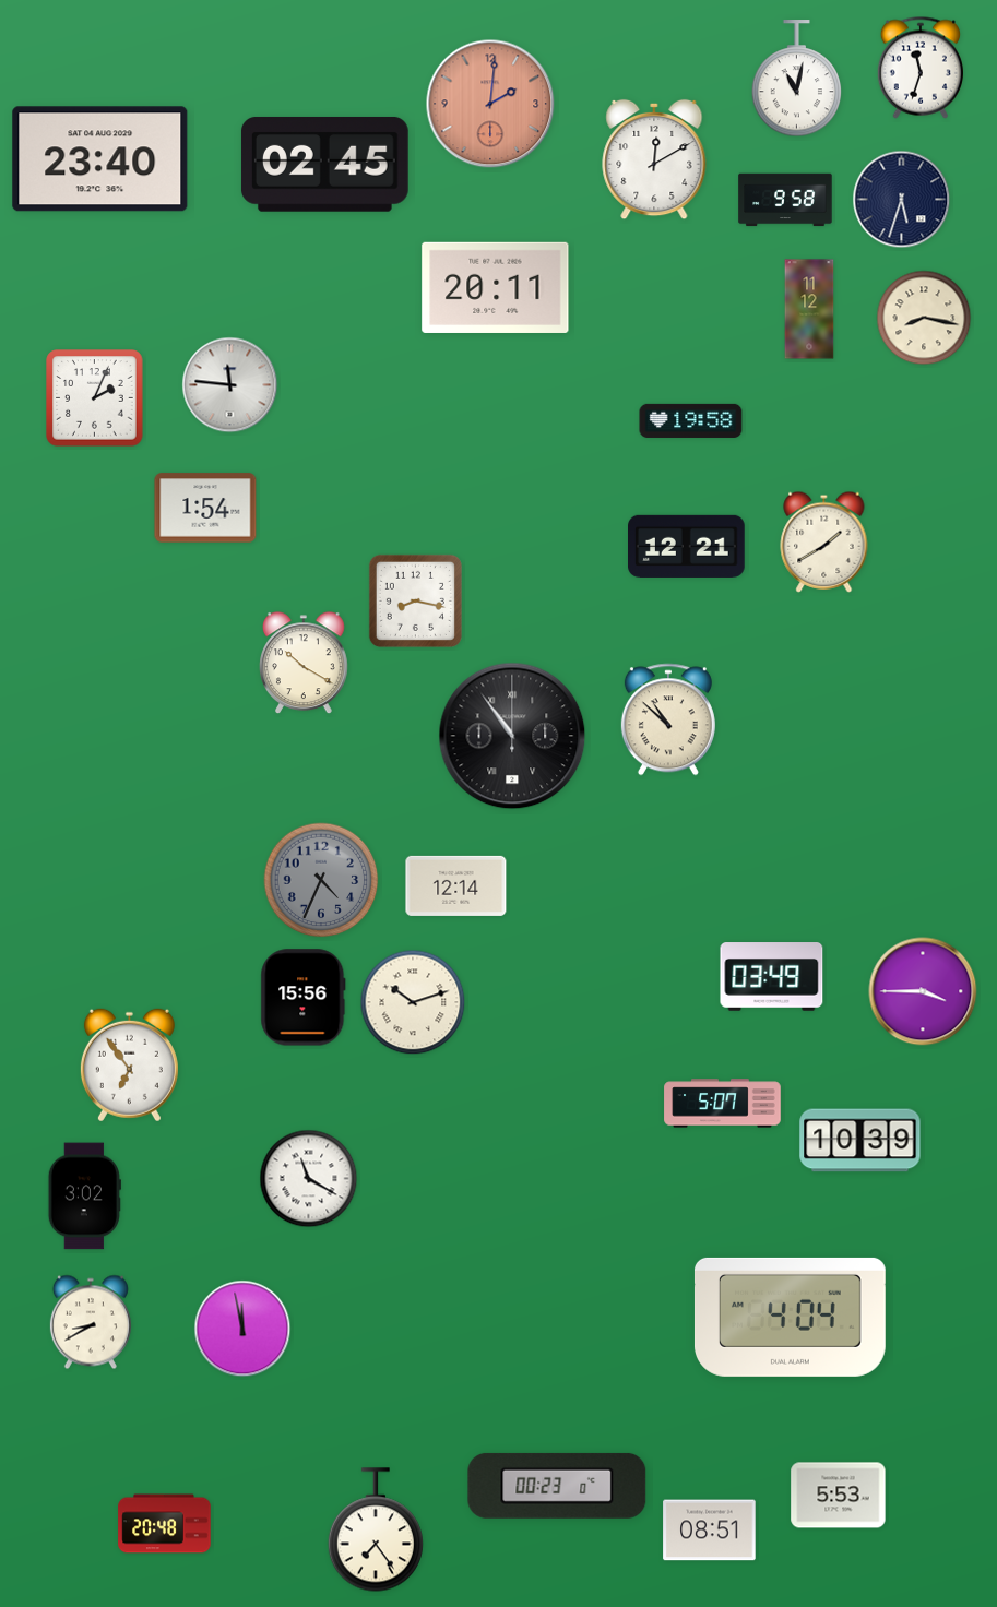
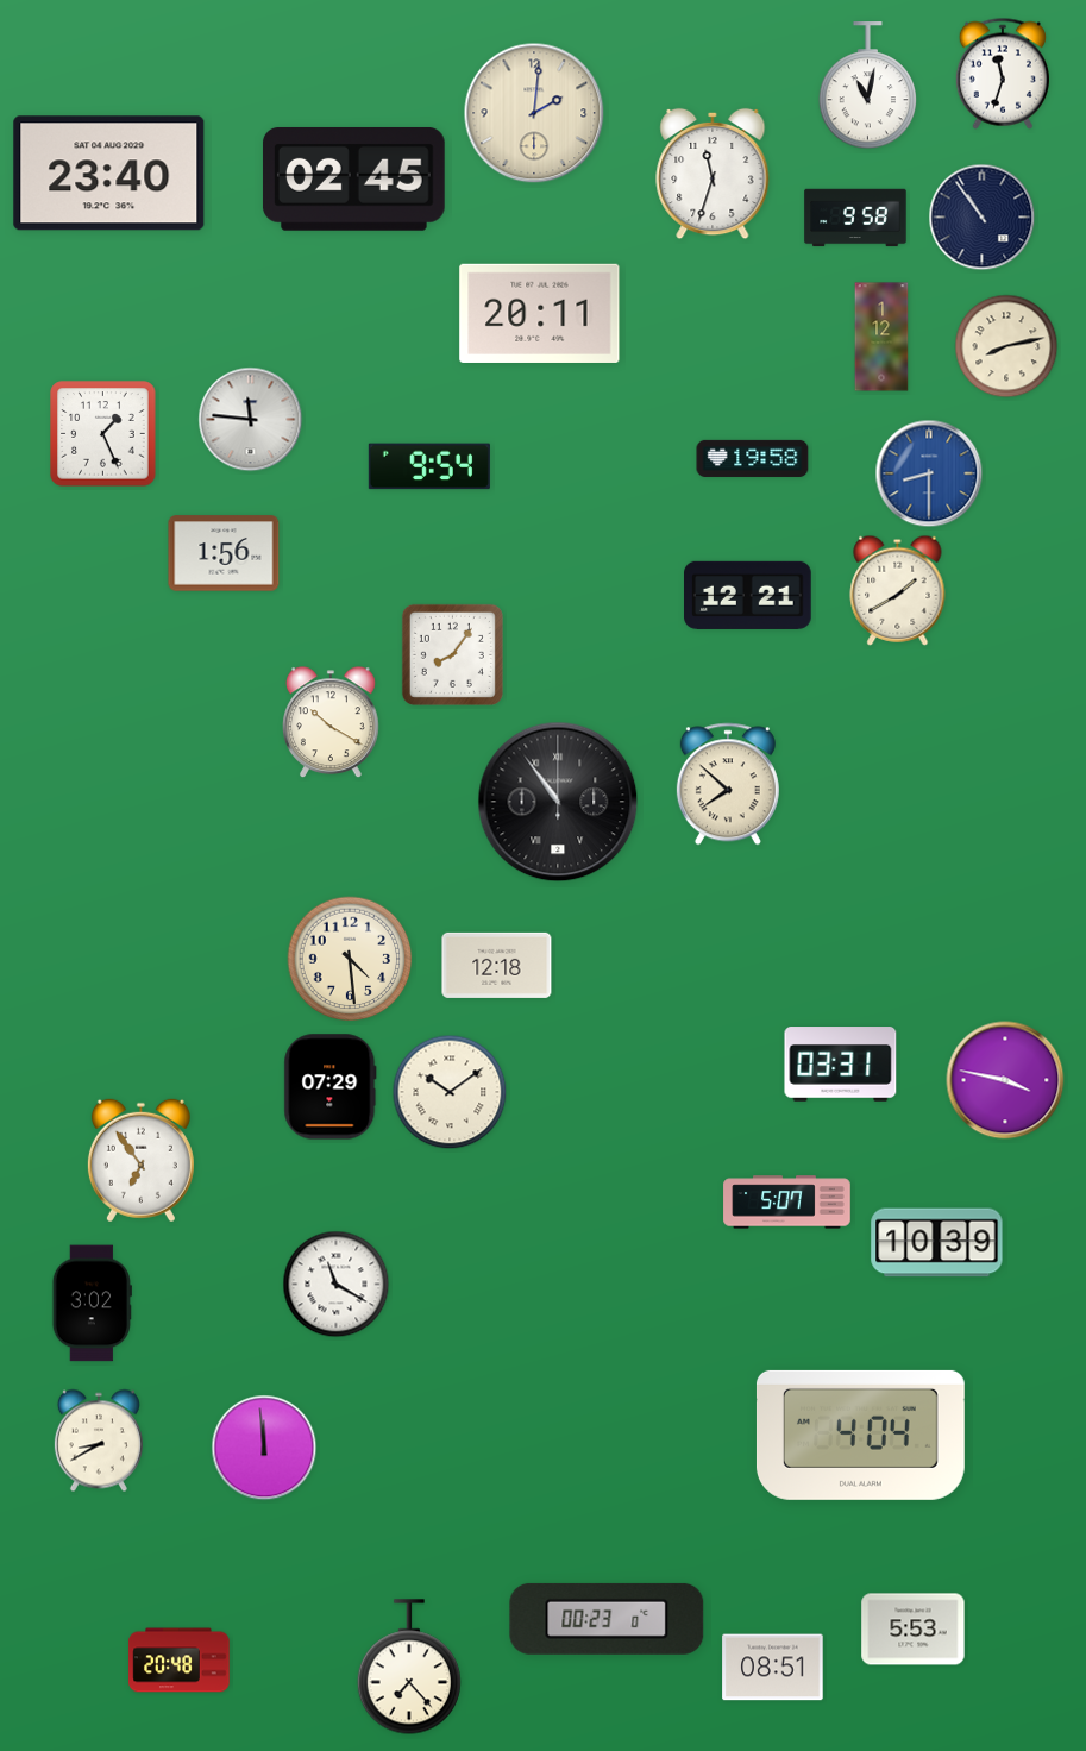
clock at (490, 104) dial: salmon -> cream
clock at (654, 159): 12:10 -> 11:33
clock at (902, 200): 5:33 -> 10:54
clock at (809, 309): 11:12 -> 1:12
clock at (924, 318): 8:17 -> 8:13
clock at (95, 398): 2:04 -> 1:26
clock at (429, 466): none -> 9:54
clock at (929, 473): none -> 8:30
clock at (205, 508): 1:54 -> 1:56
clock at (415, 600): 8:17 -> 8:06
clock at (668, 719): 10:52 -> 7:52
clock at (321, 880): 4:34 -> 4:29
clock at (321, 880) dial: grey -> cream
clock at (456, 885): 12:14 -> 12:18
clock at (772, 977): 03:49 -> 03:31
clock at (923, 991): 3:45 -> 3:47
clock at (304, 998): 15:56 -> 07:29
clock at (413, 1002): 10:12 -> 10:09
clock at (242, 1329): 11:58 -> 11:59
clock at (376, 1529): 7:24 -> 7:23
